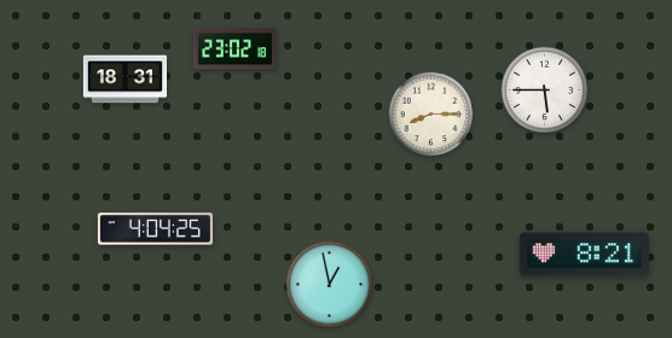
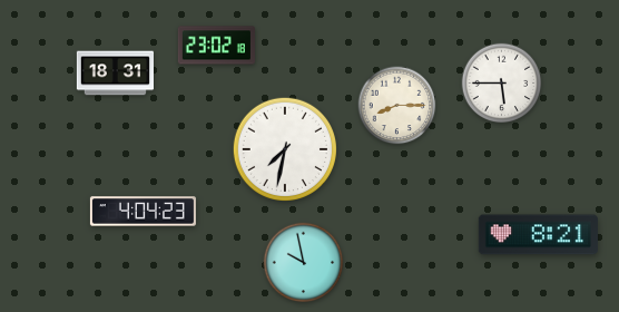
clock at (284, 148): none -> 7:32
clock at (155, 229): 4:04:25 -> 4:04:23
clock at (330, 285): 12:58 -> 9:58
